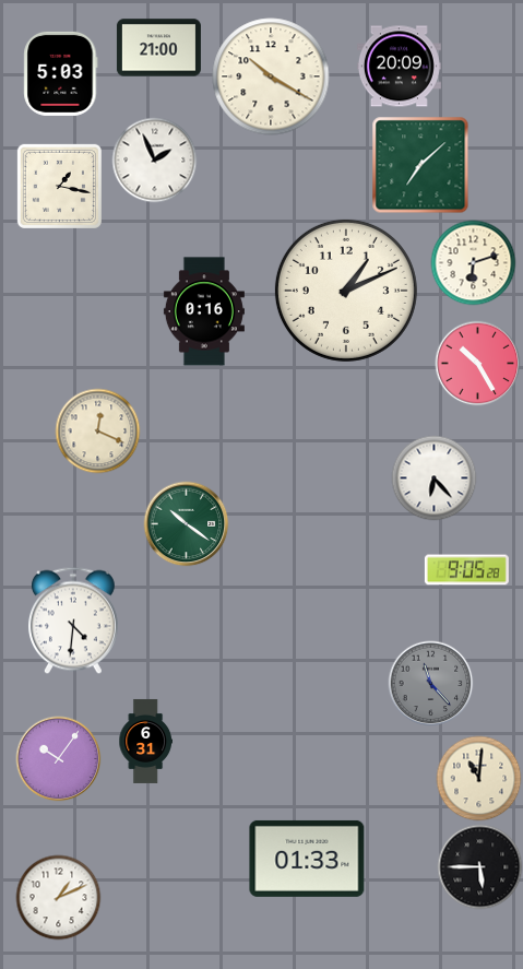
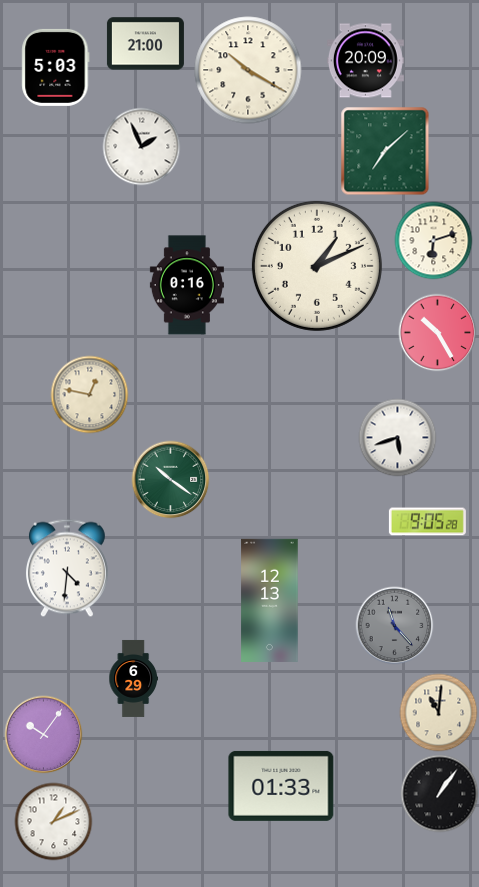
clock at (59, 186): 1:17 -> none
clock at (97, 430): 12:19 -> 12:47
clock at (433, 477): 6:23 -> 5:42
clock at (270, 600): none -> 12:13
clock at (145, 741): 6:31 -> 6:29
clock at (58, 758) position: (58, 758) -> (43, 734)
clock at (479, 866): 5:45 -> 1:06
